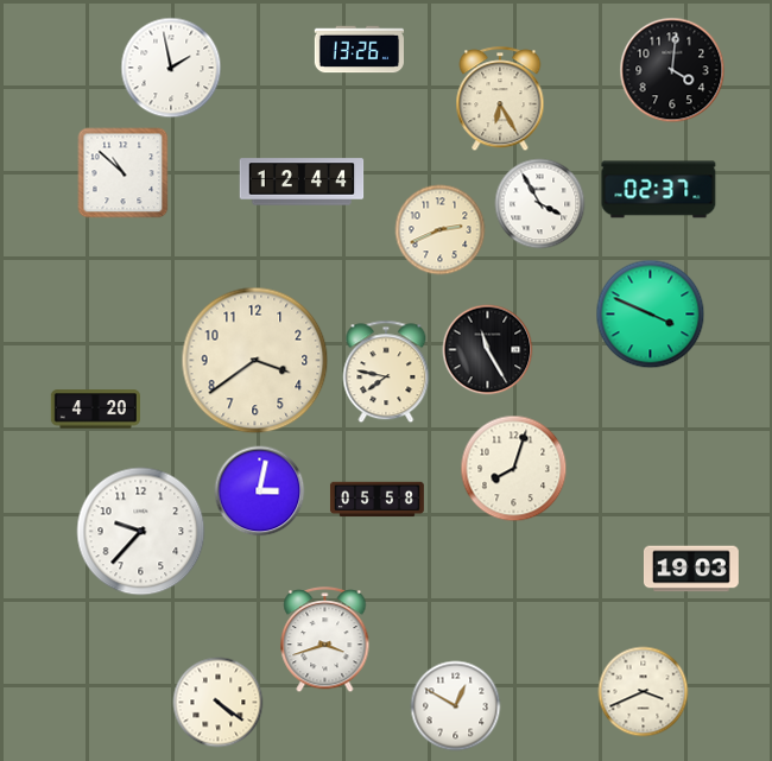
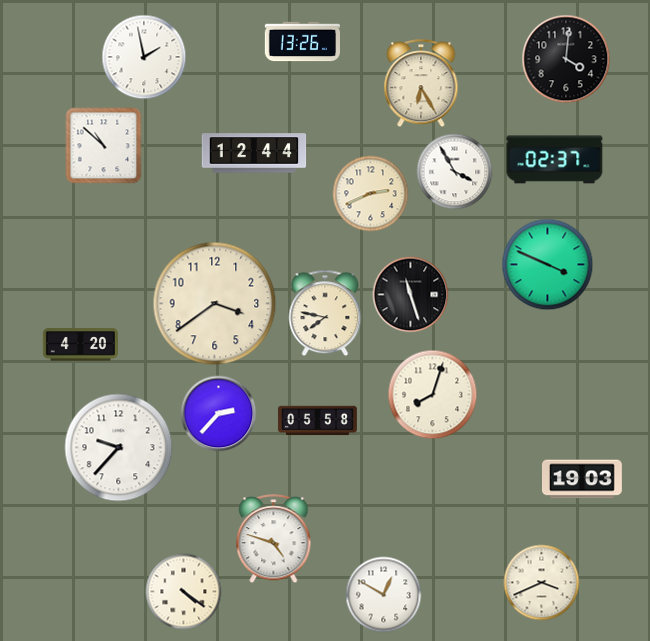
clock at (488, 350): 11:25 -> 11:27
clock at (260, 492): 3:02 -> 2:37
clock at (325, 641): 3:42 -> 4:48
